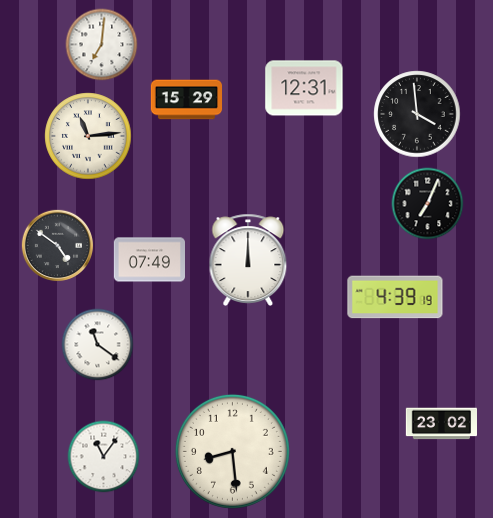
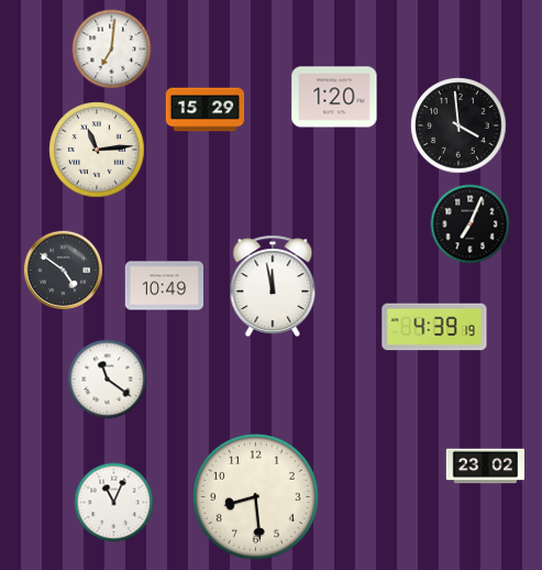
clock at (304, 88): 12:31 -> 1:20
clock at (149, 260): 07:49 -> 10:49
clock at (248, 260): 12:00 -> 11:58
clock at (104, 457): 11:06 -> 11:04
